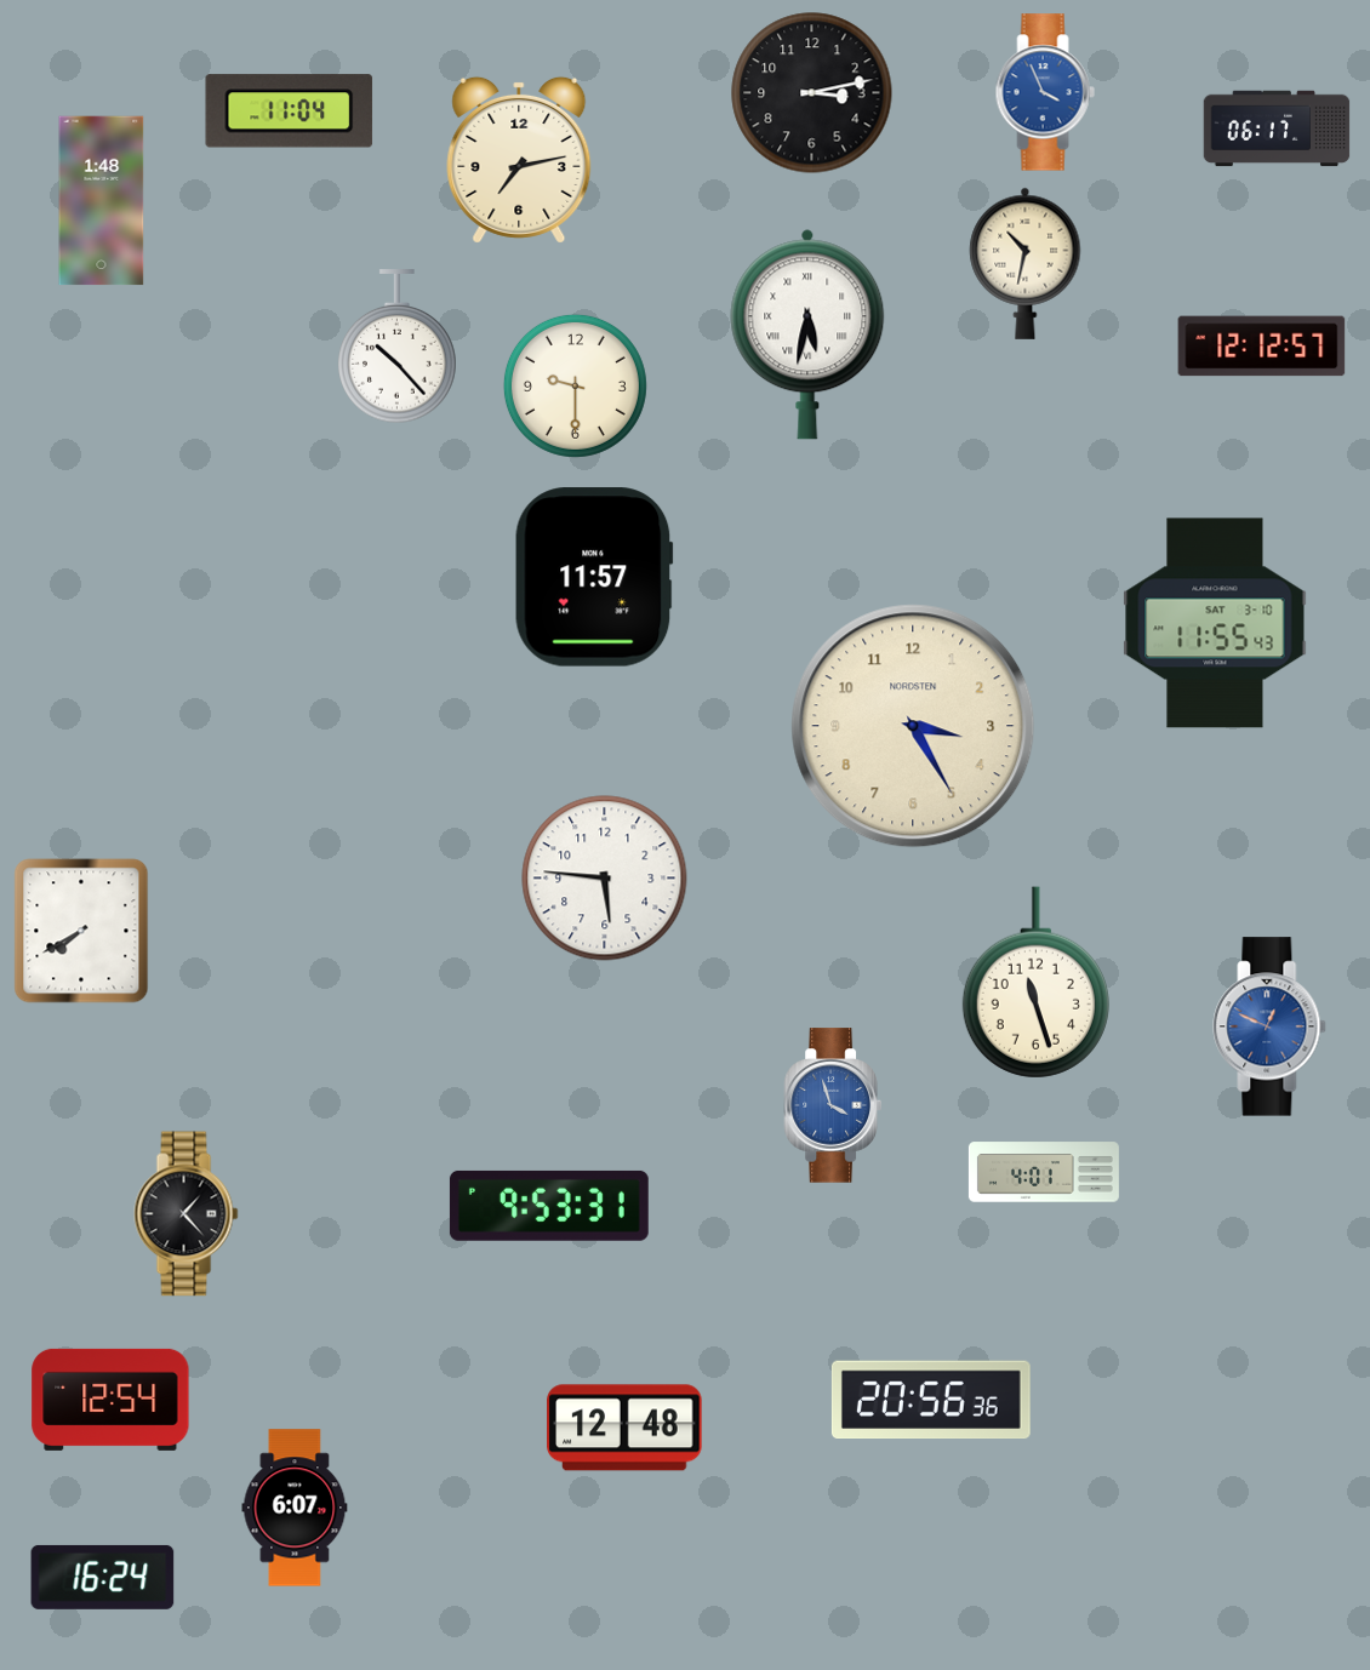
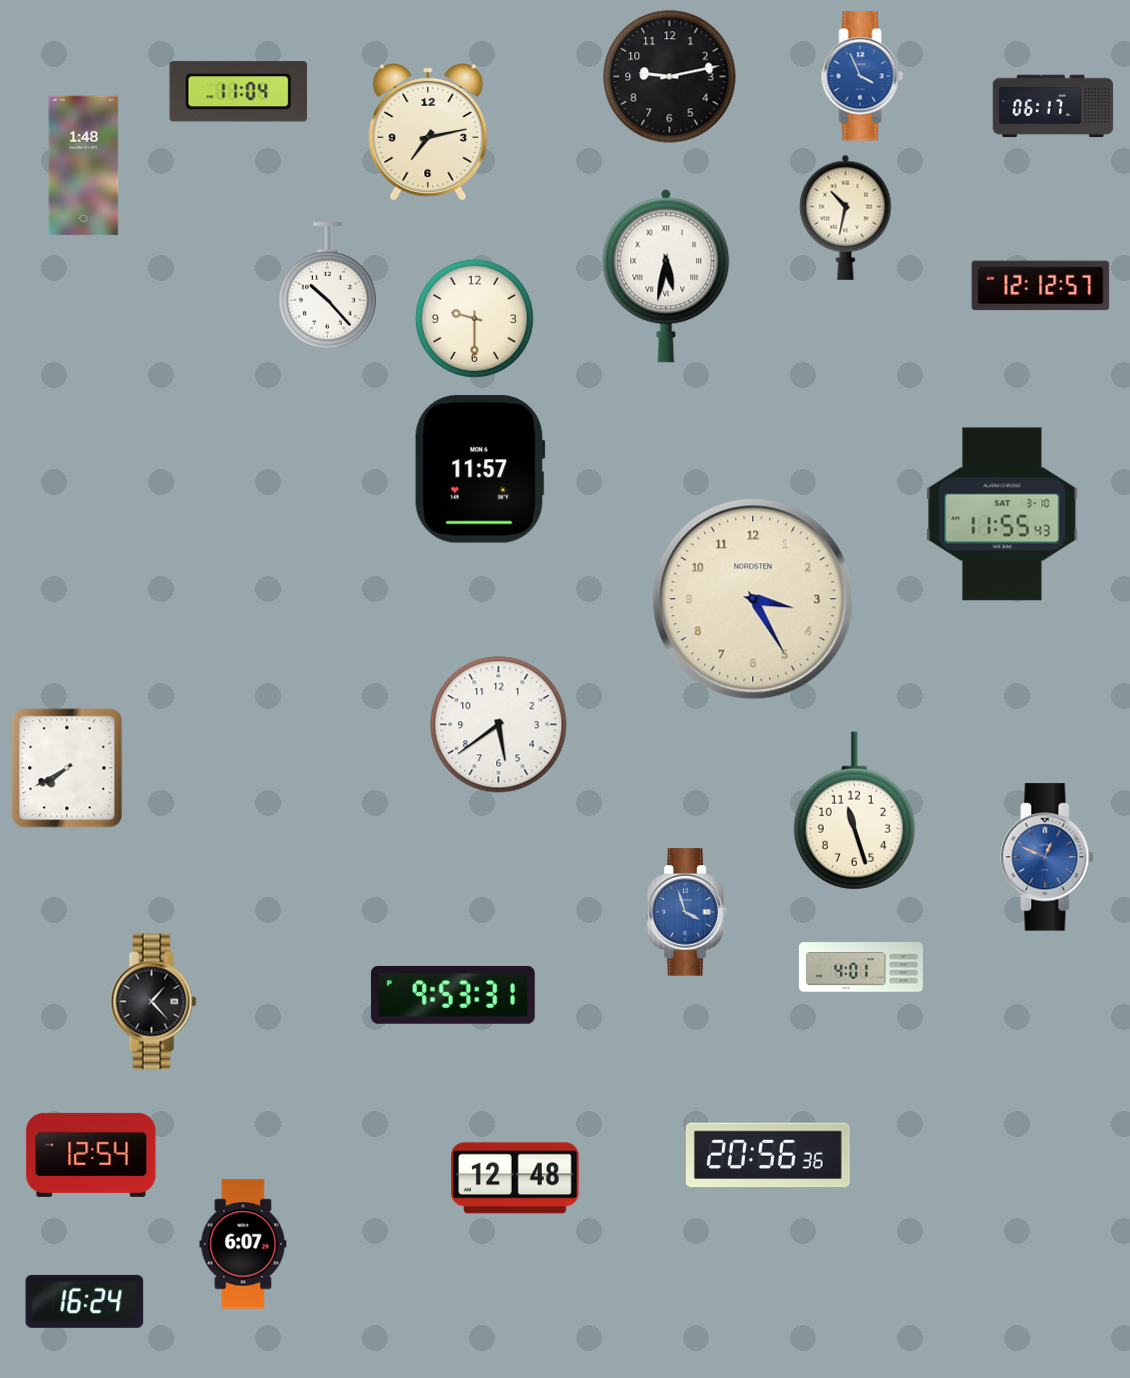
clock at (812, 93): 3:13 -> 9:13
clock at (594, 577) position: (594, 577) -> (480, 469)
clock at (605, 879): 5:46 -> 5:39
clock at (1269, 1026) position: (1269, 1026) -> (1047, 857)
